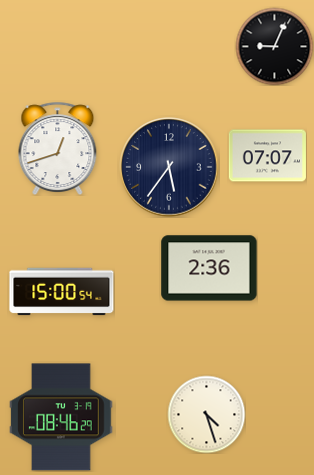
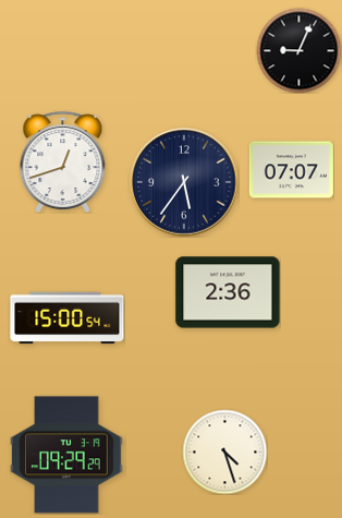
clock at (61, 417): 08:46 -> 09:29
